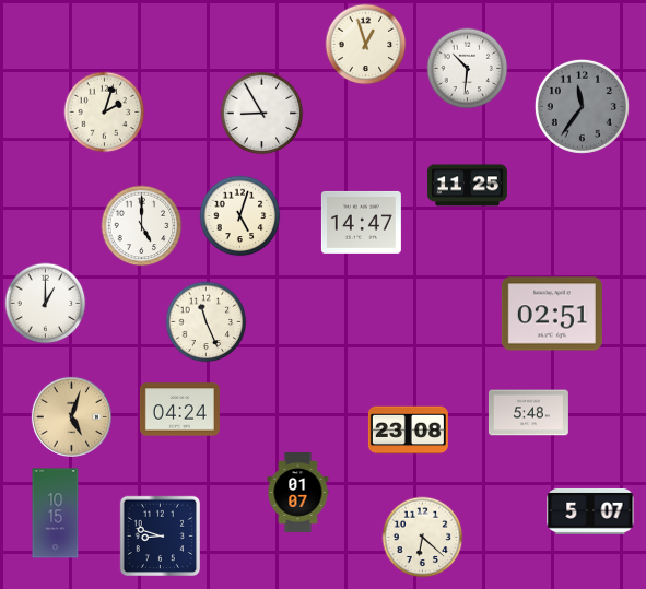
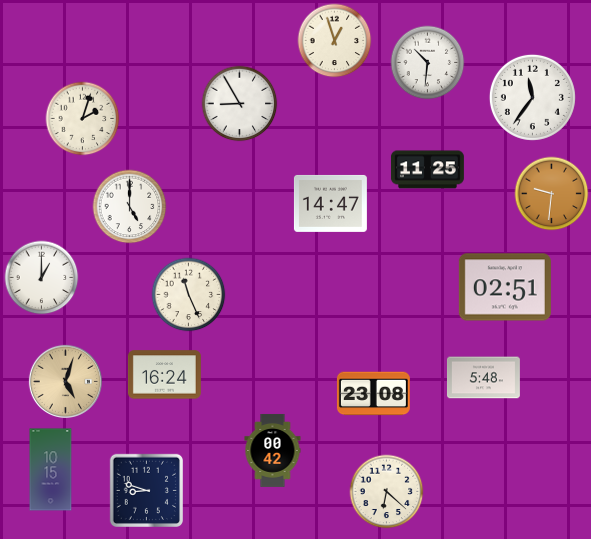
clock at (582, 106) dial: grey -> white
clock at (105, 113) position: (105, 113) -> (83, 119)
clock at (552, 194): none -> 9:31
clock at (240, 216): 5:03 -> none
clock at (179, 410): 04:24 -> 16:24
clock at (298, 492): 01:07 -> 00:42
clock at (590, 511): 5:07 -> none
